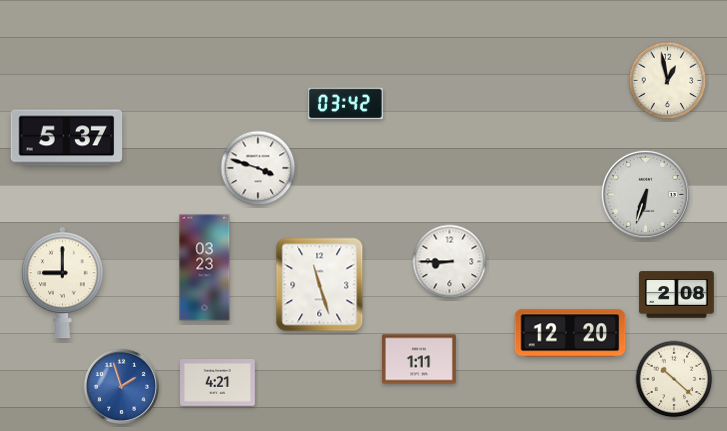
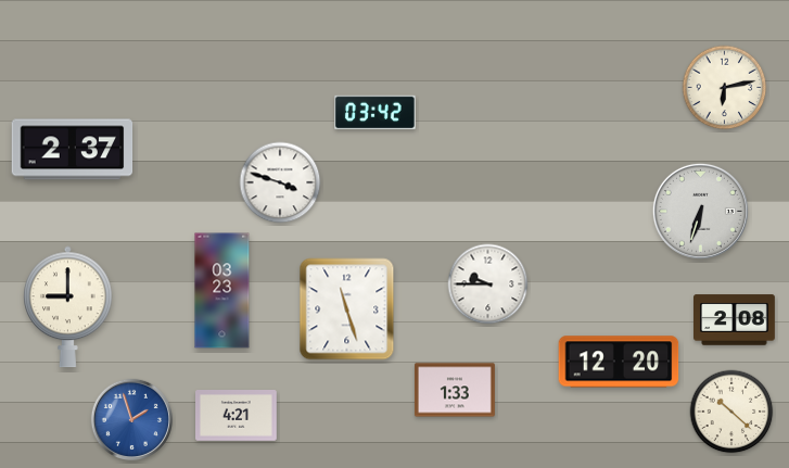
clock at (668, 81): 12:58 -> 6:13
clock at (67, 138): 5:37 -> 2:37
clock at (450, 262): 8:45 -> 9:45
clock at (419, 359): 1:11 -> 1:33
